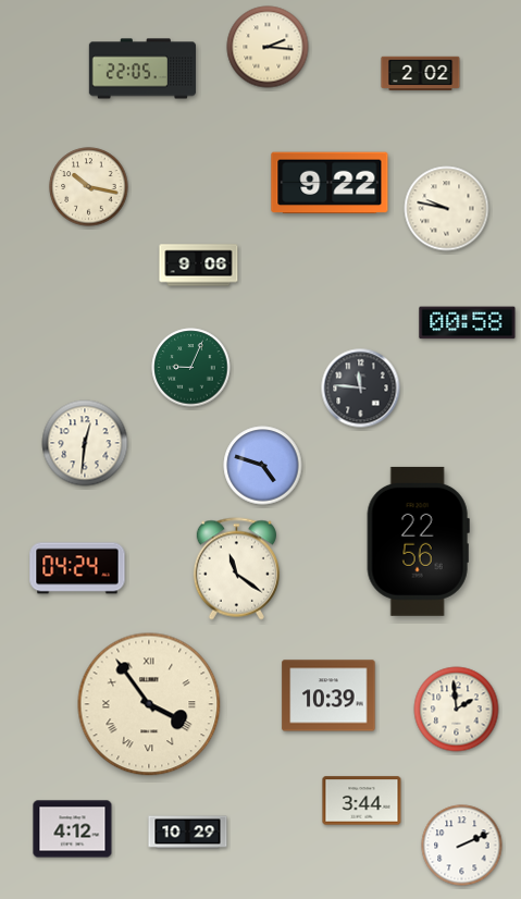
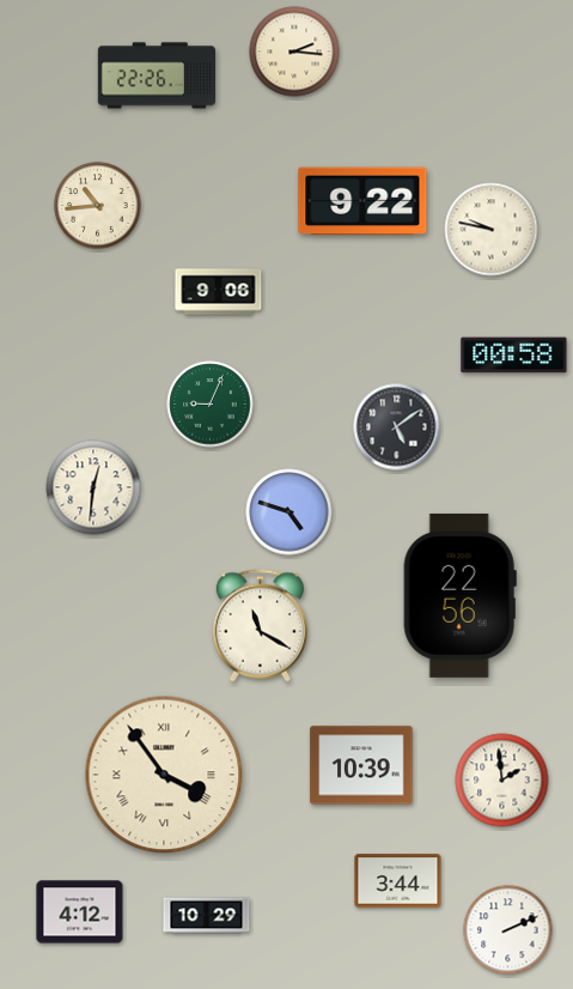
clock at (141, 69): 22:05 -> 22:26
clock at (421, 74): 2:02 -> none
clock at (89, 187): 10:17 -> 10:44
clock at (361, 389): 11:46 -> 5:09
clock at (77, 568): 04:24 -> none
clock at (236, 569): 11:21 -> 11:20
